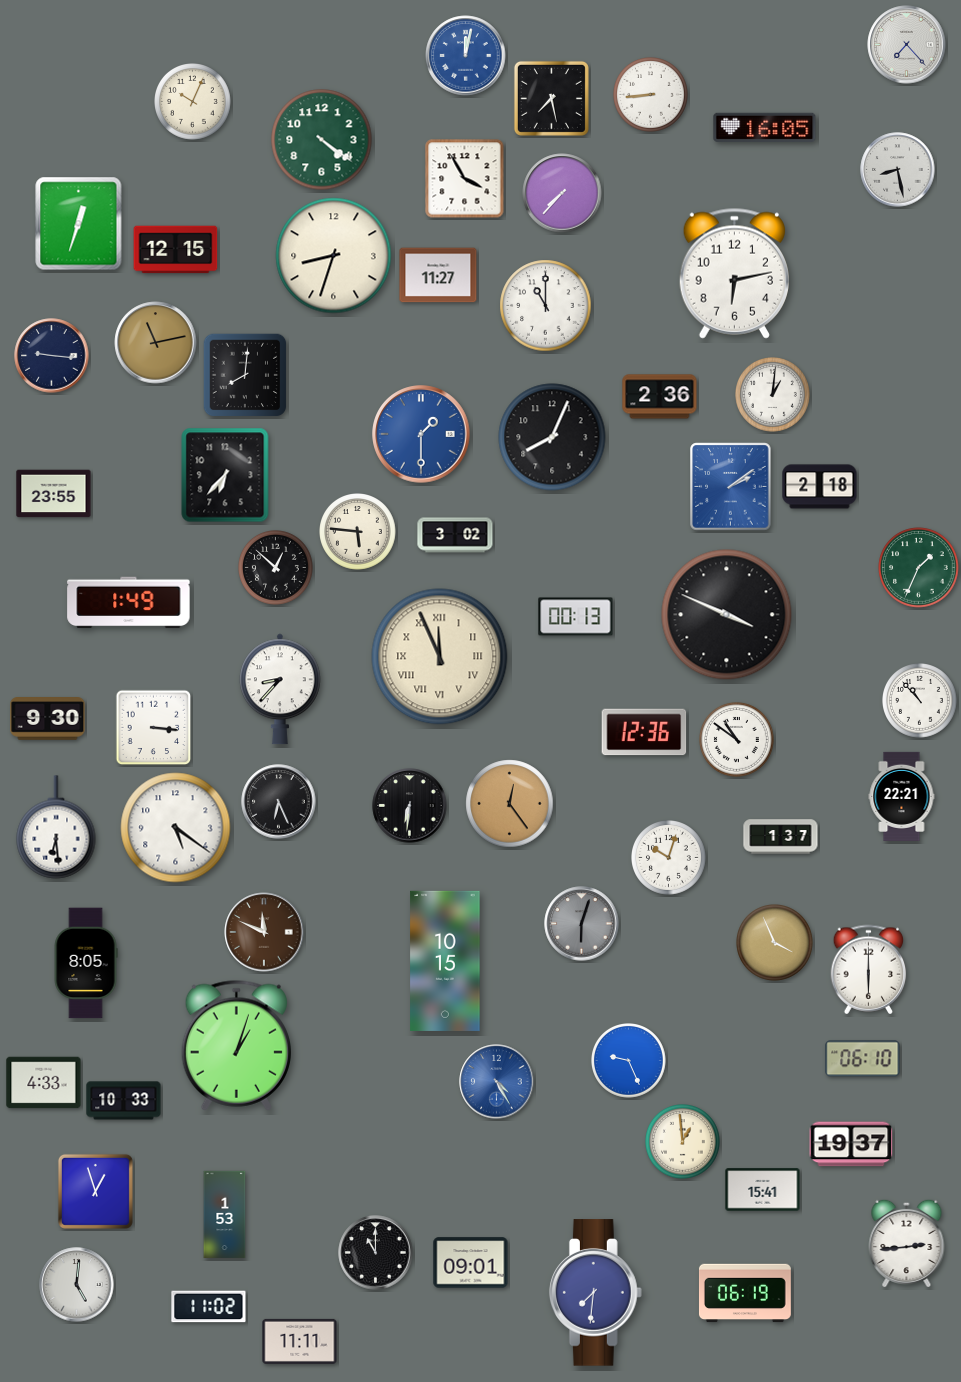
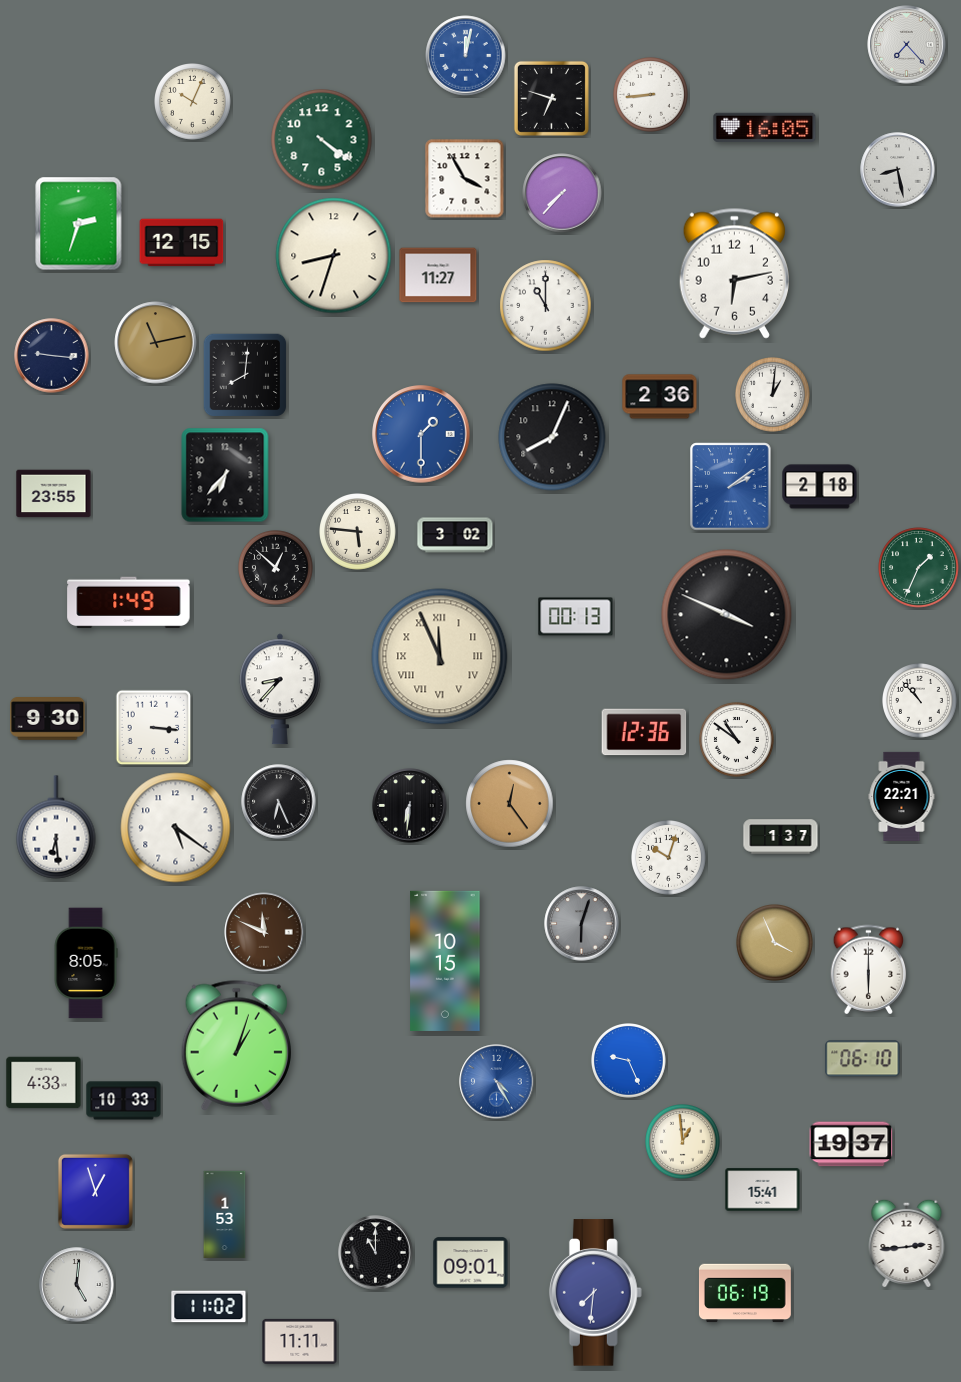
clock at (551, 98): 7:28 -> 6:48
clock at (79, 224): 12:33 -> 2:33
clock at (176, 250) position: (176, 250) -> (182, 243)
